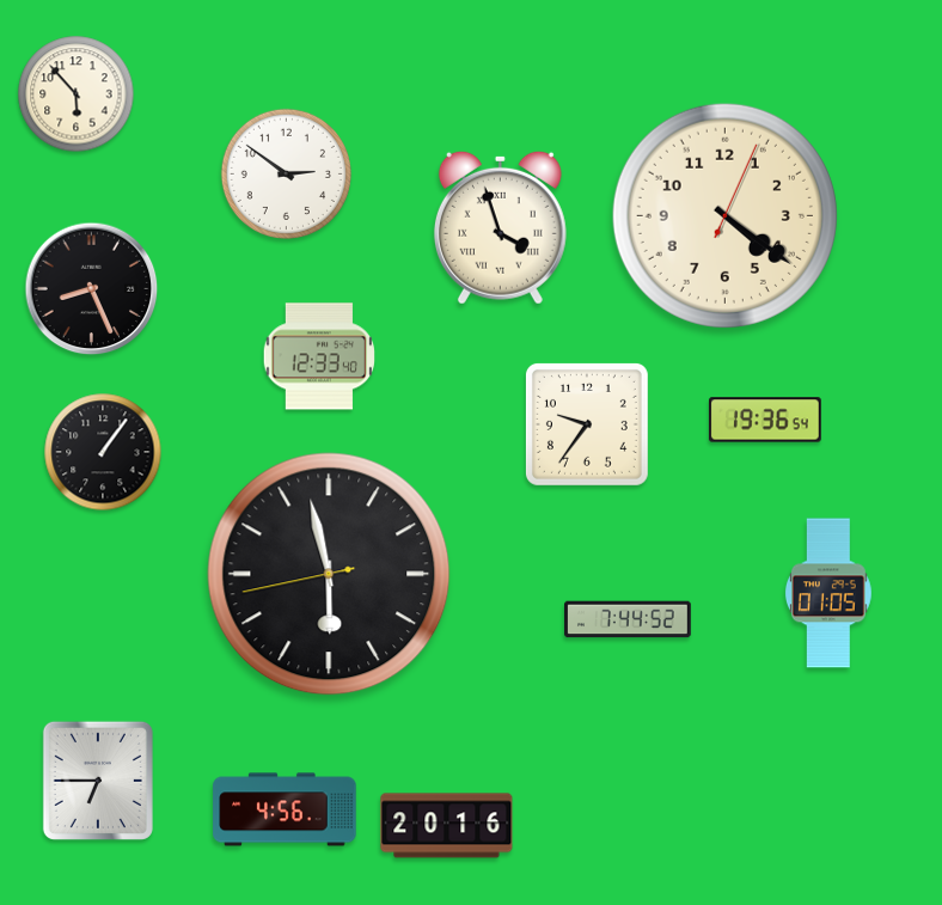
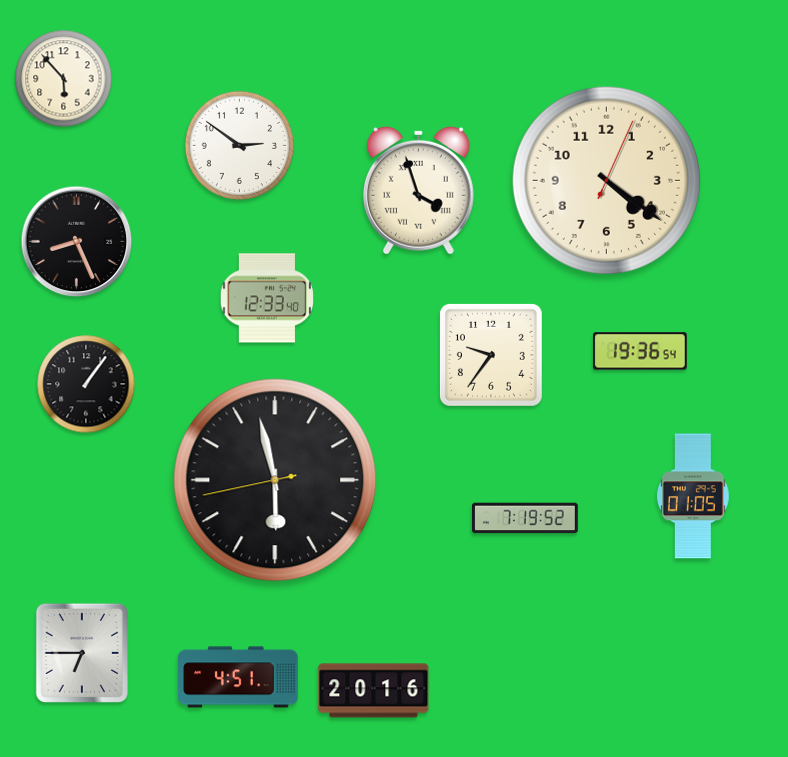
clock at (103, 452) position: (103, 452) -> (86, 384)
clock at (629, 619): 7:44 -> 7:19
clock at (285, 809): 4:56 -> 4:51
